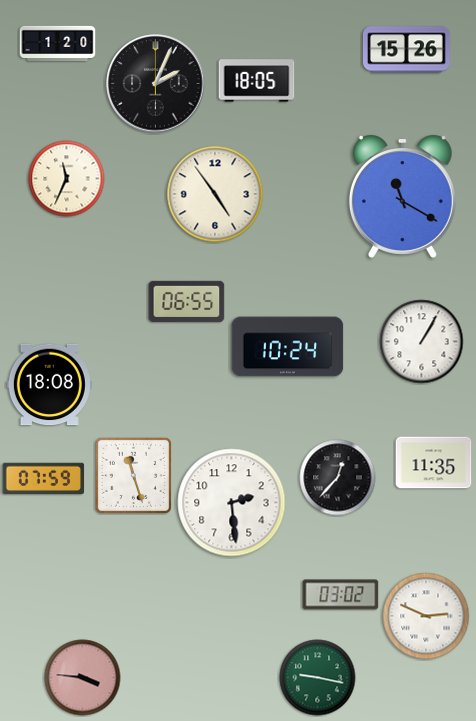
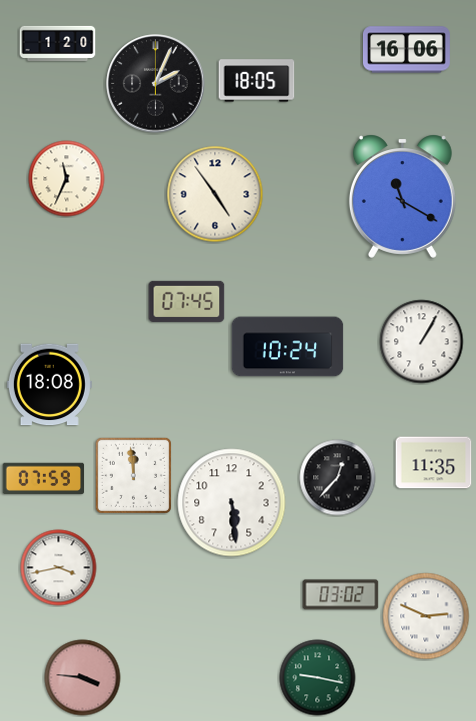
clock at (406, 50): 15:26 -> 16:06
clock at (187, 301): 06:55 -> 07:45
clock at (133, 475): 11:27 -> 11:59
clock at (232, 503): 2:29 -> 5:29
clock at (59, 568): none -> 3:43
